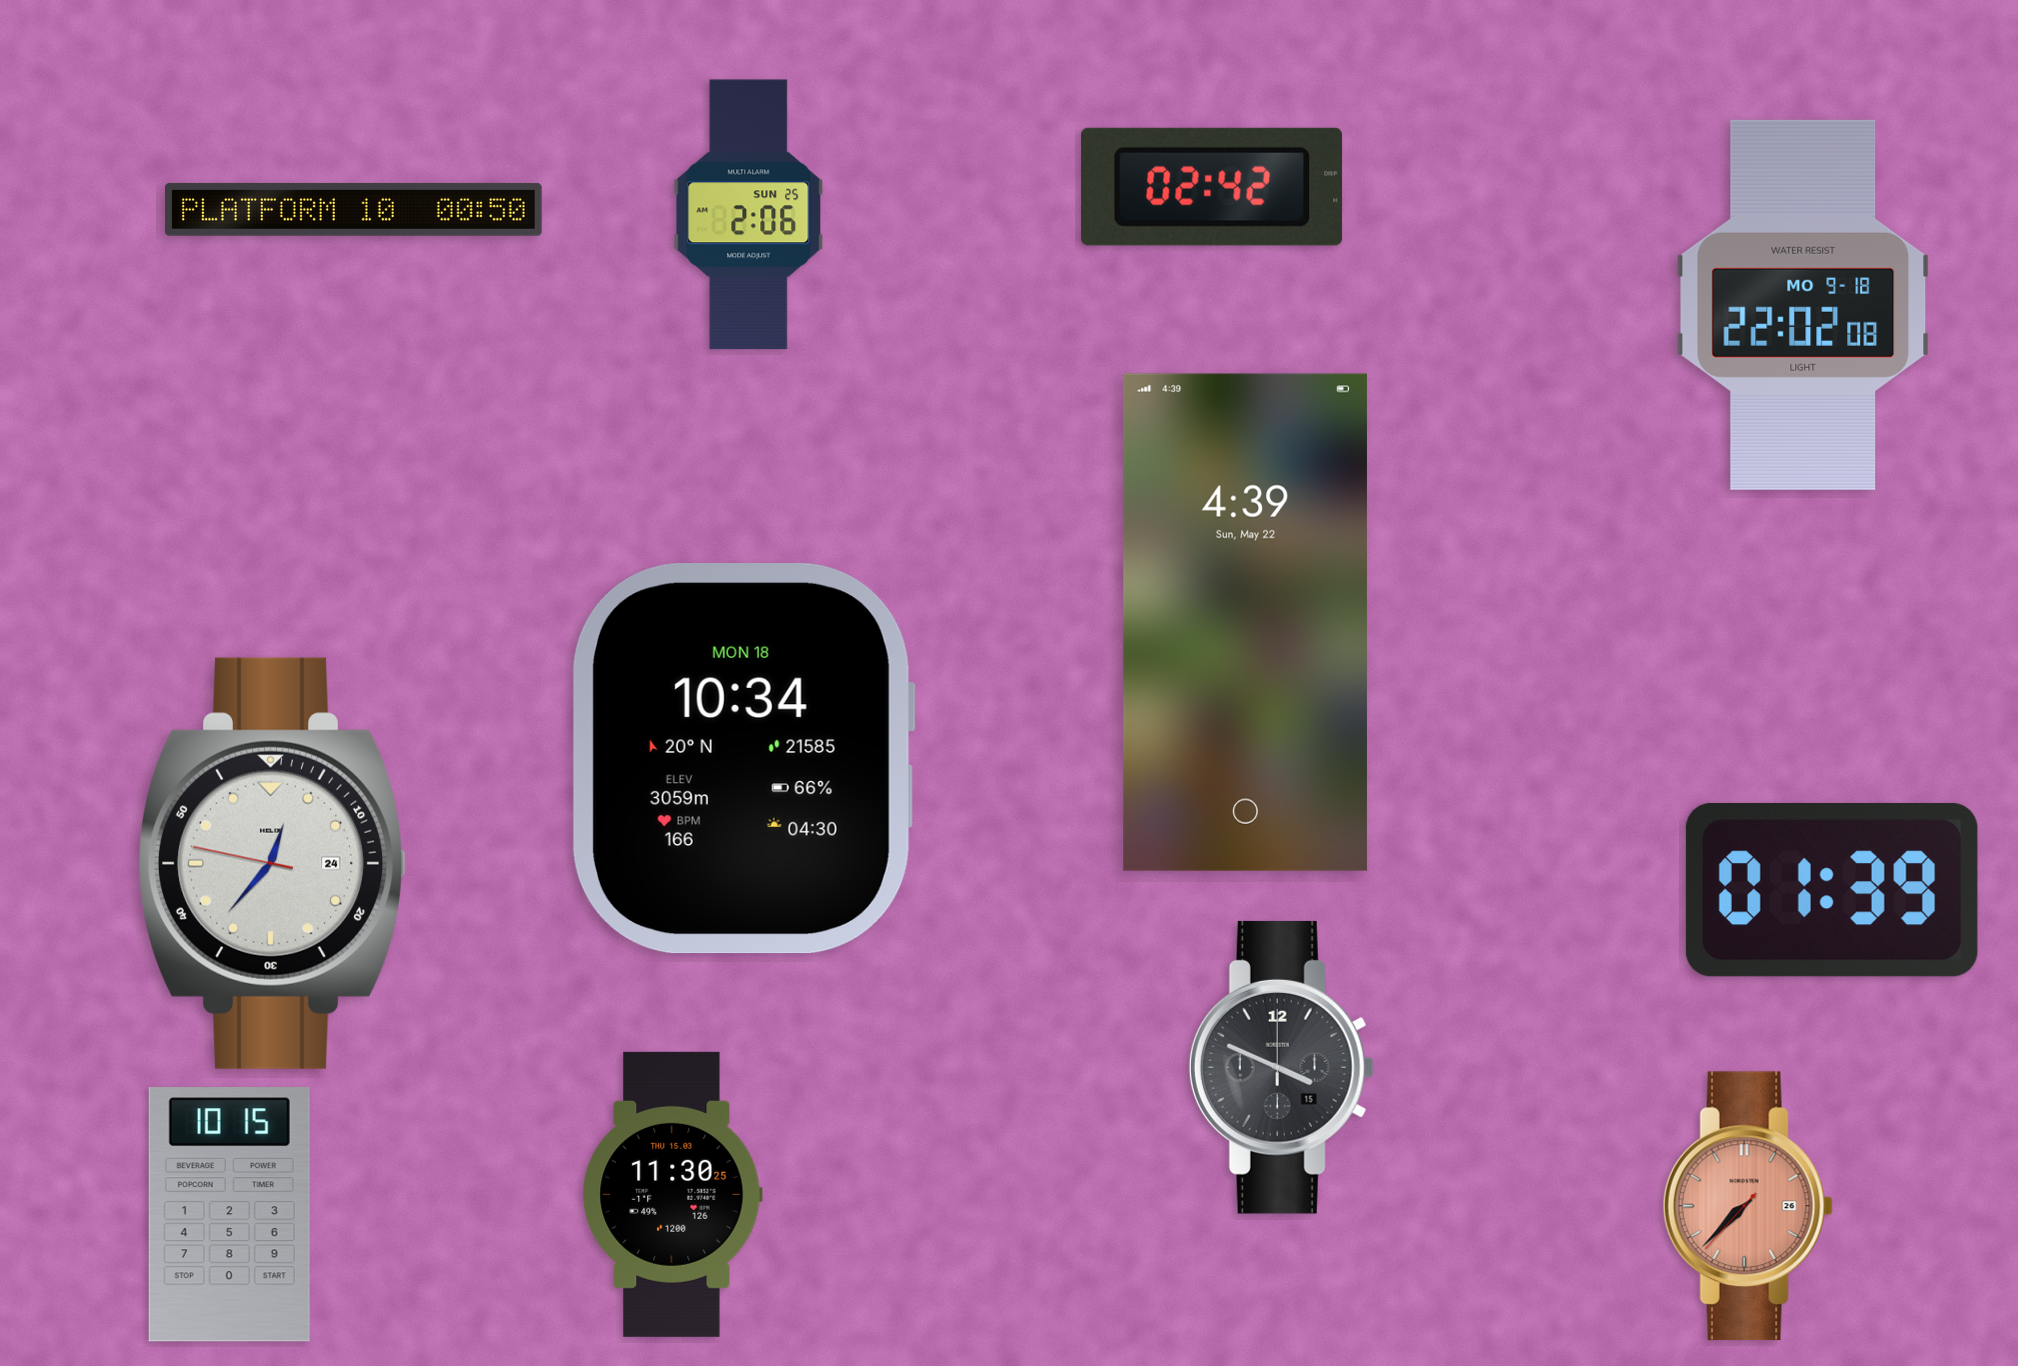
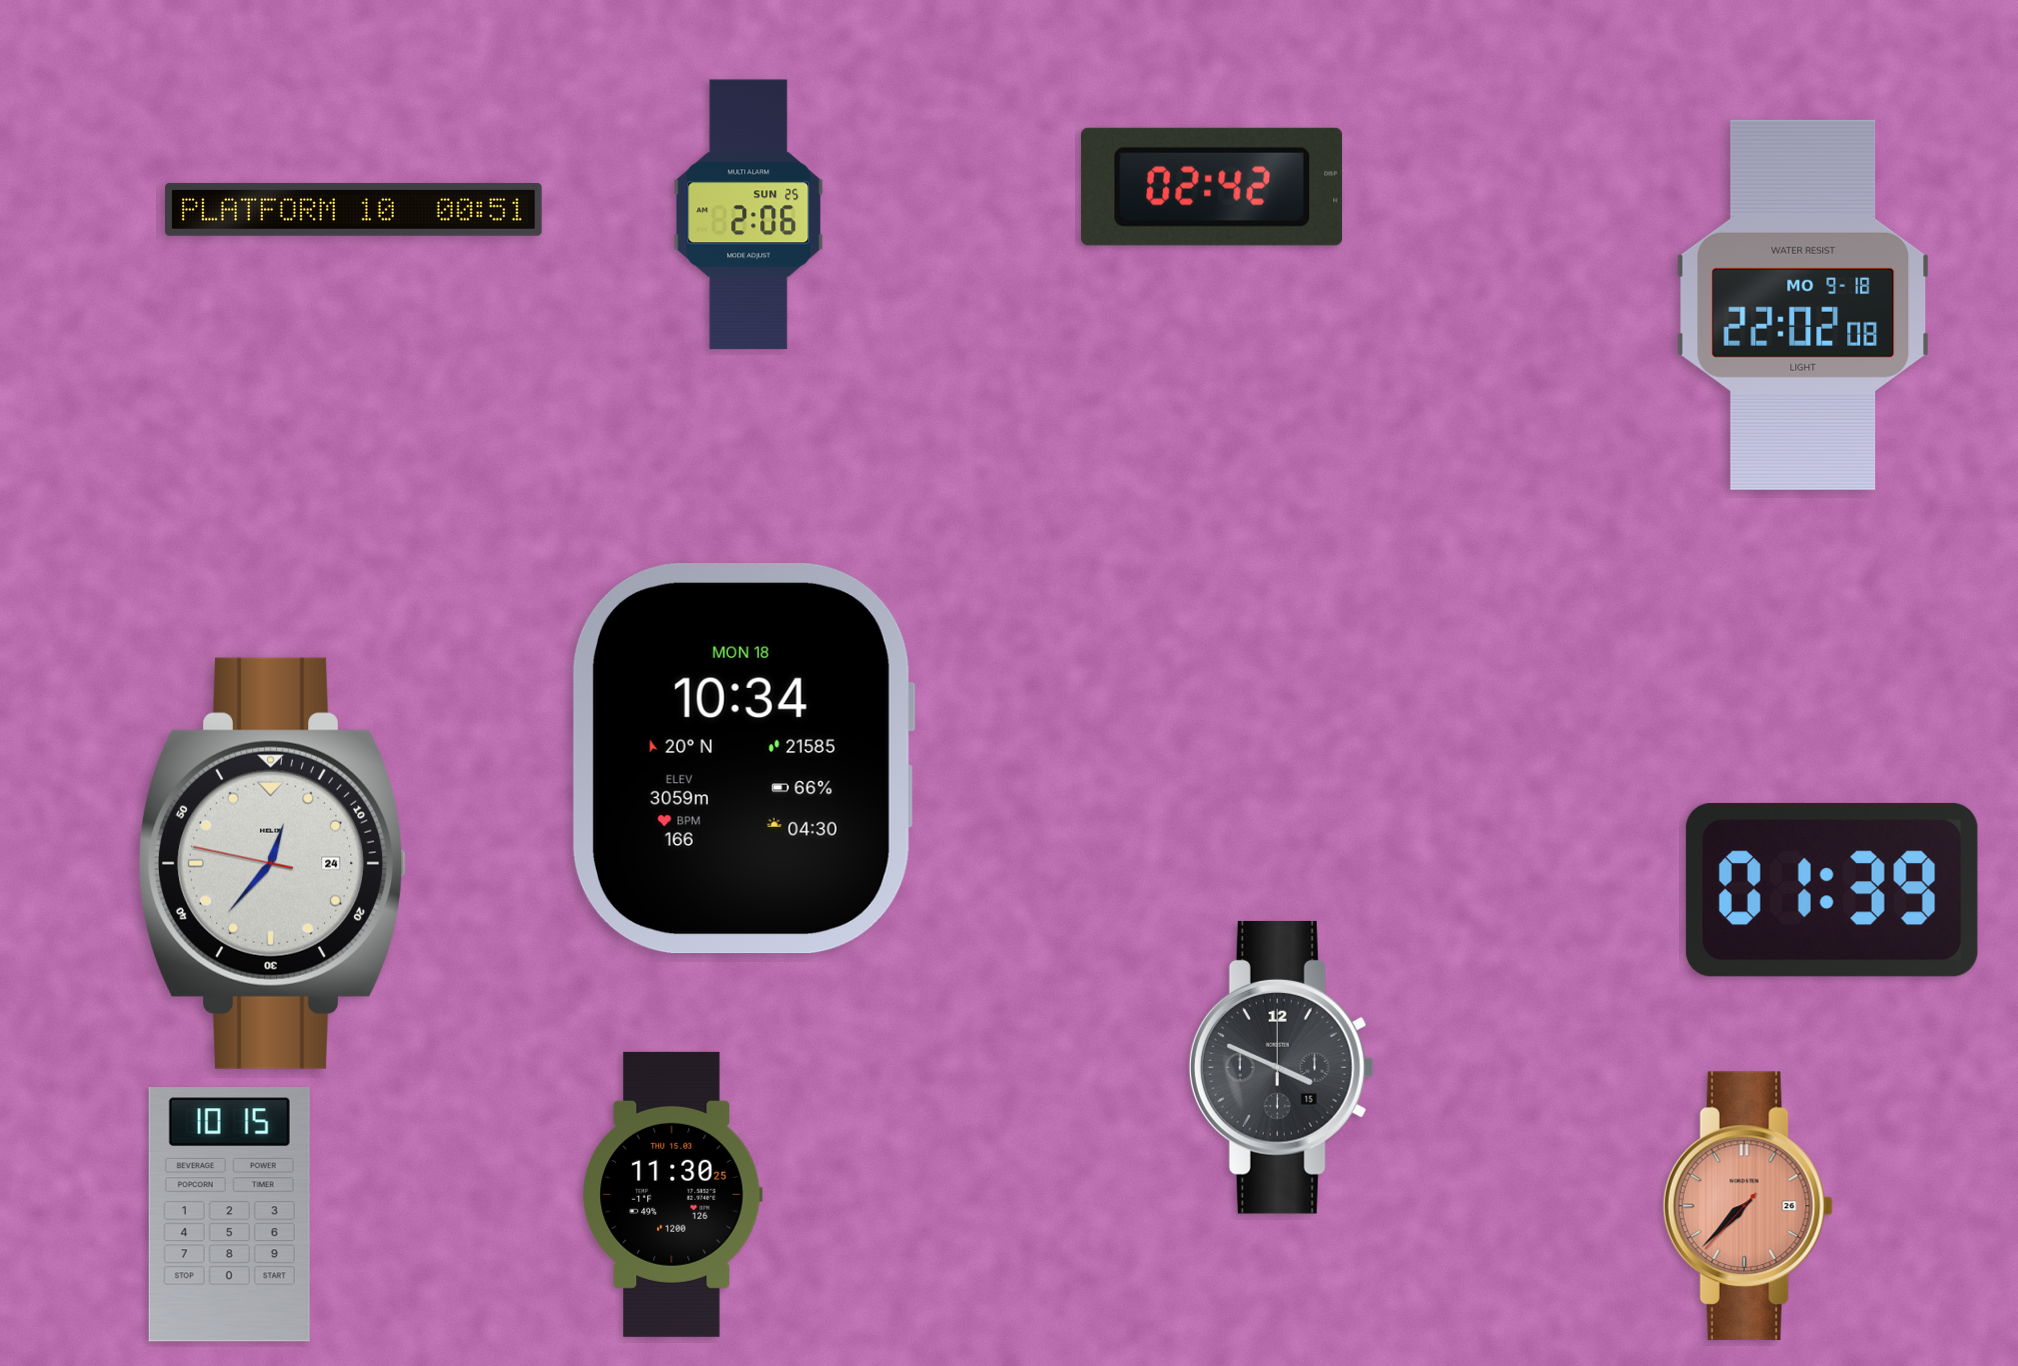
clock at (354, 209): 00:50 -> 00:51
clock at (1245, 622): 4:39 -> none
